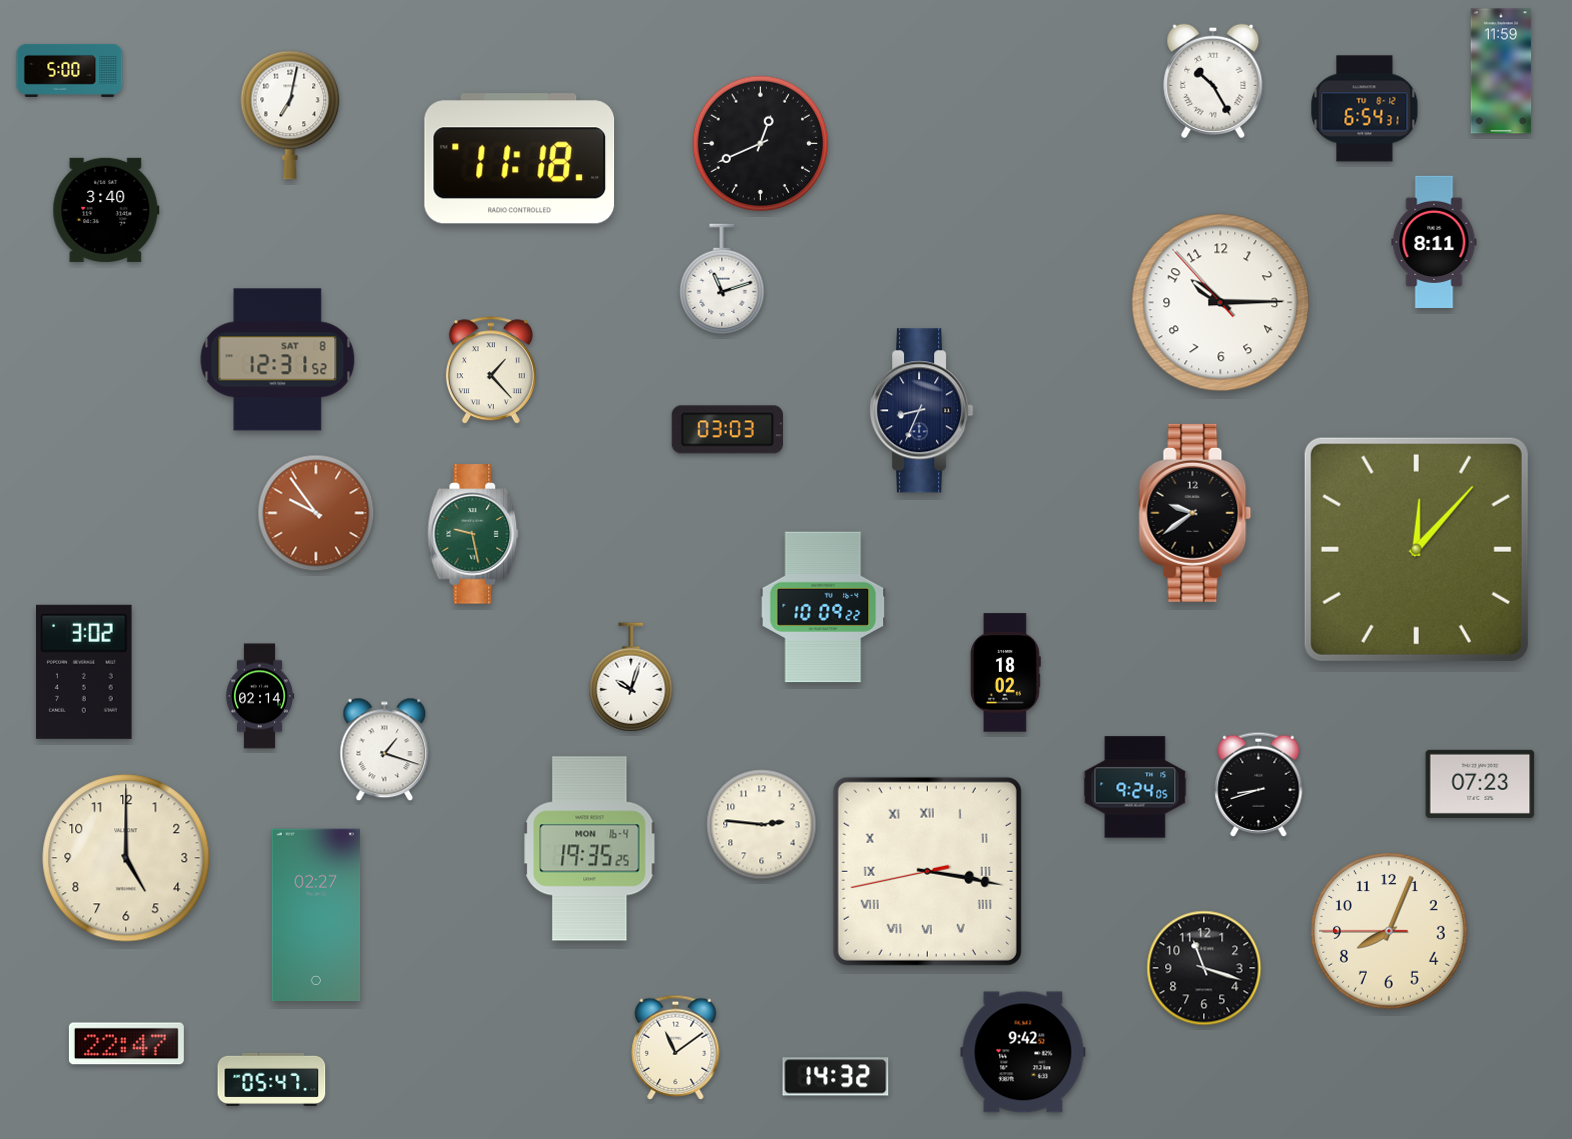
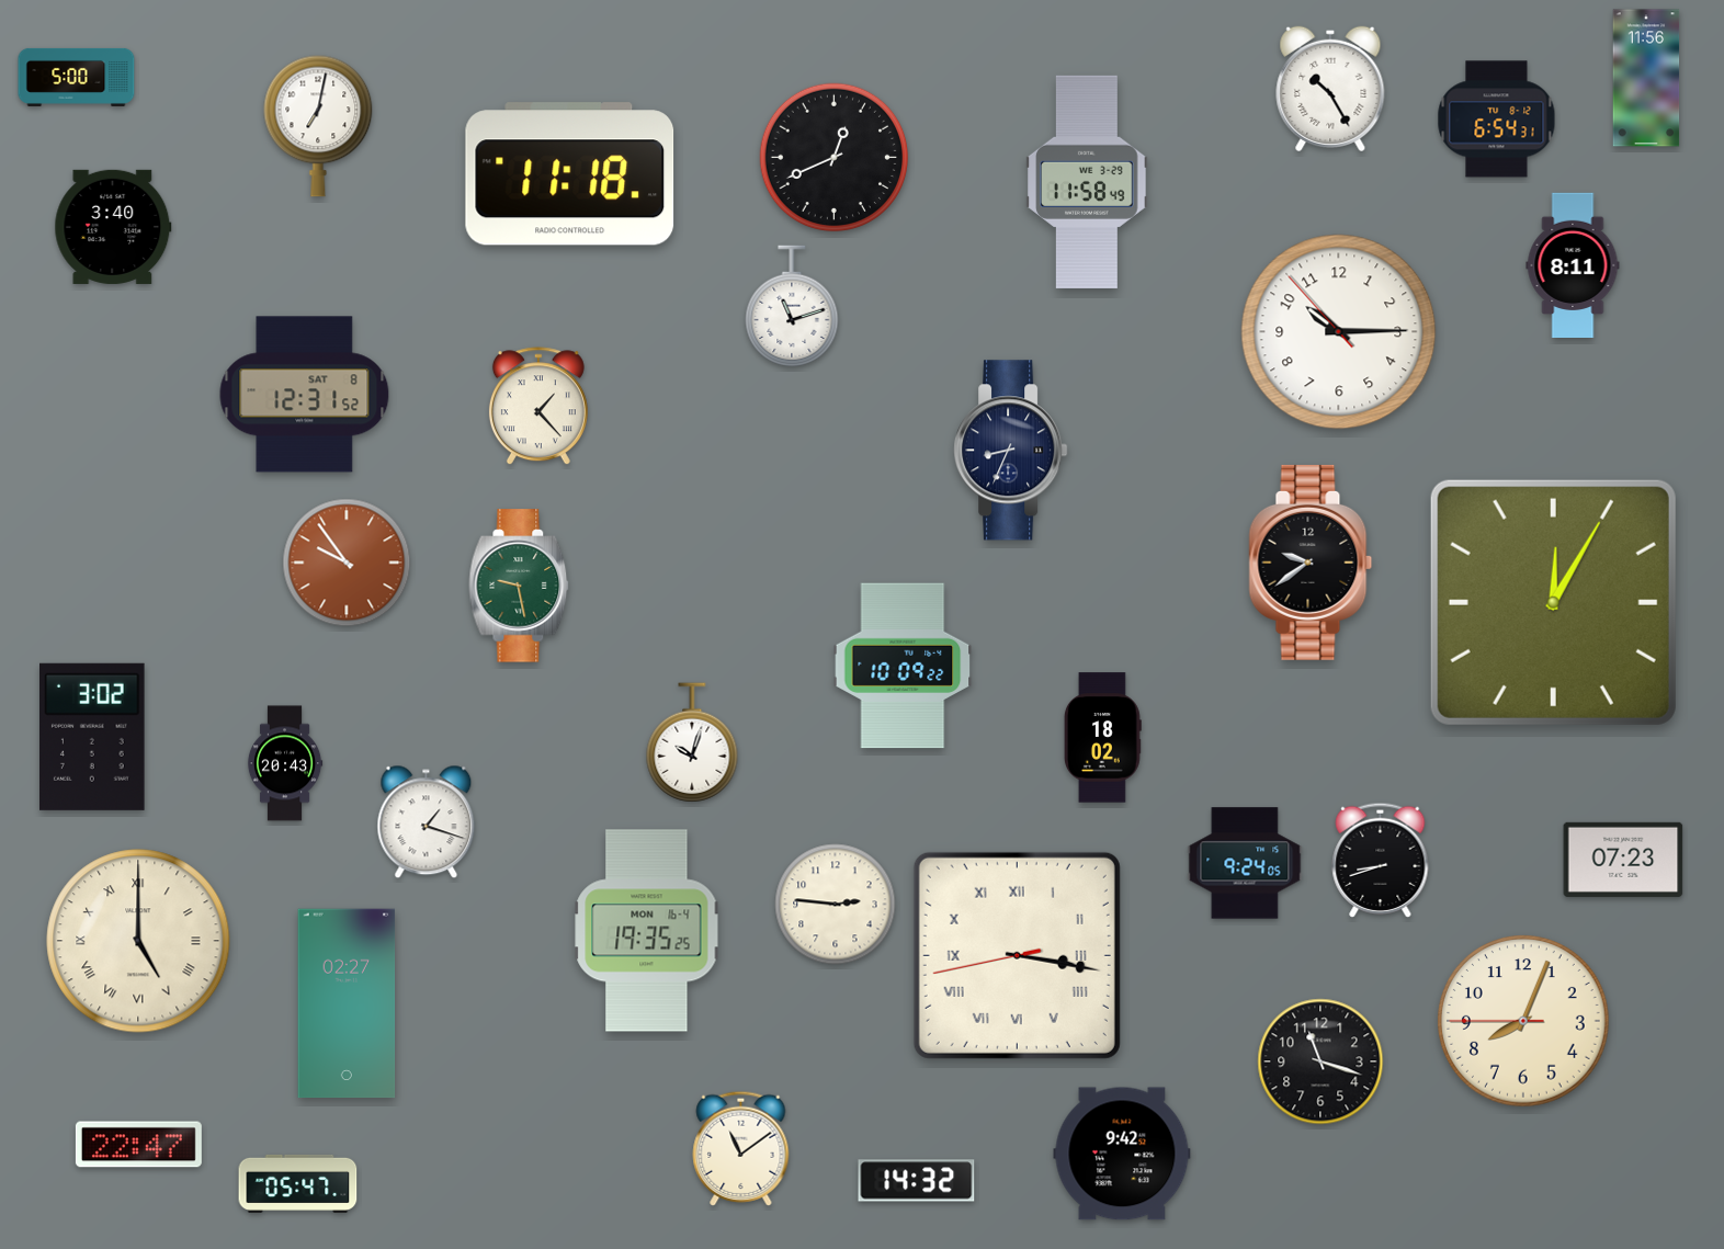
clock at (1501, 71): 11:59 -> 11:56
clock at (1087, 182): none -> 11:58
clock at (106, 210) position: (106, 210) -> (113, 227)
clock at (727, 430): 03:03 -> none
clock at (1416, 549): 12:07 -> 12:05
clock at (260, 696): 02:14 -> 20:43
clock at (385, 750) position: (385, 750) -> (427, 822)
clock at (126, 858) numerals: Arabic -> Roman
